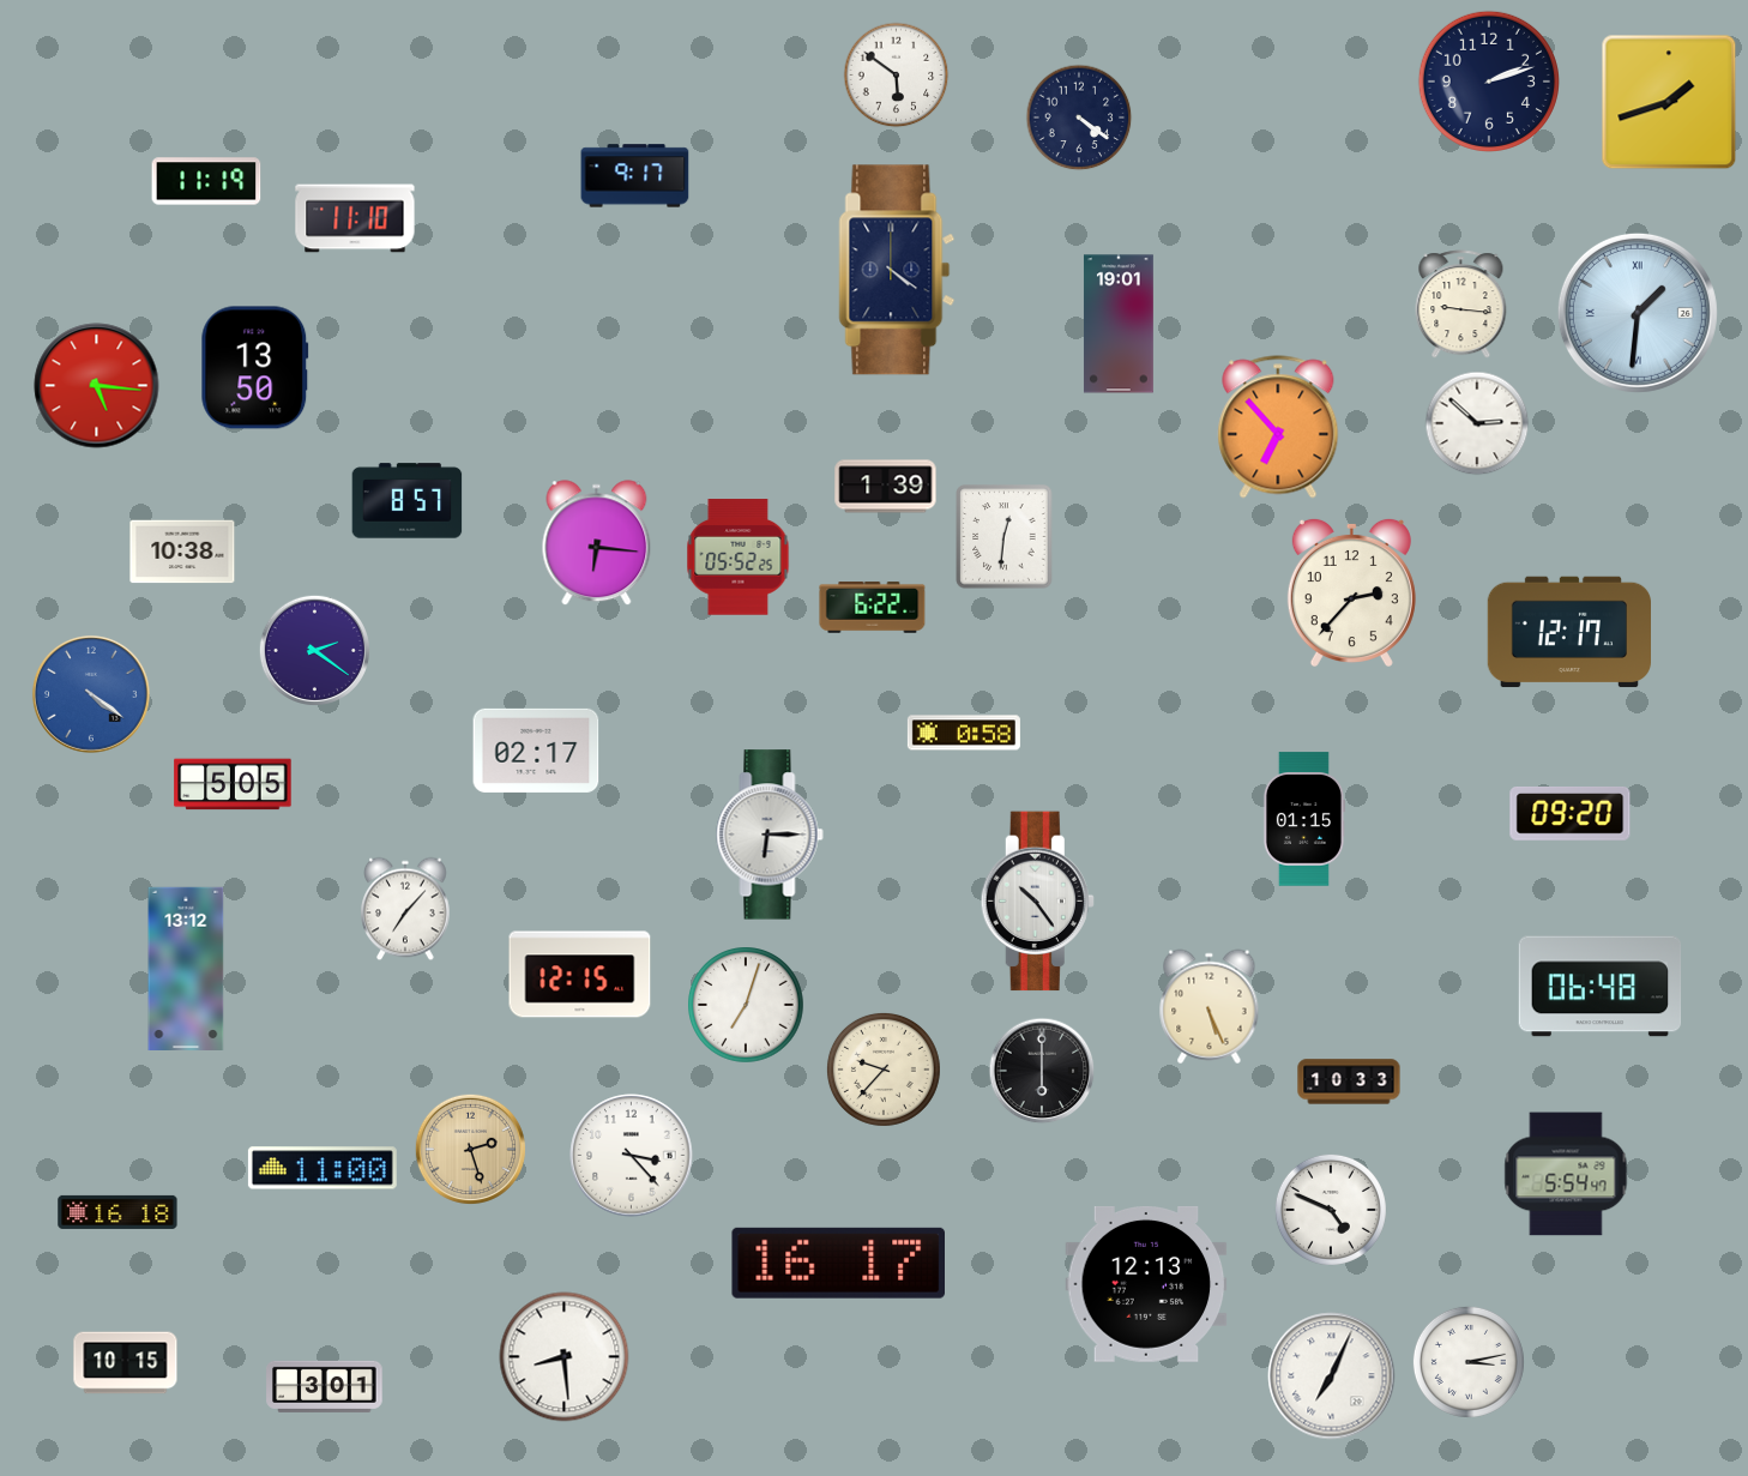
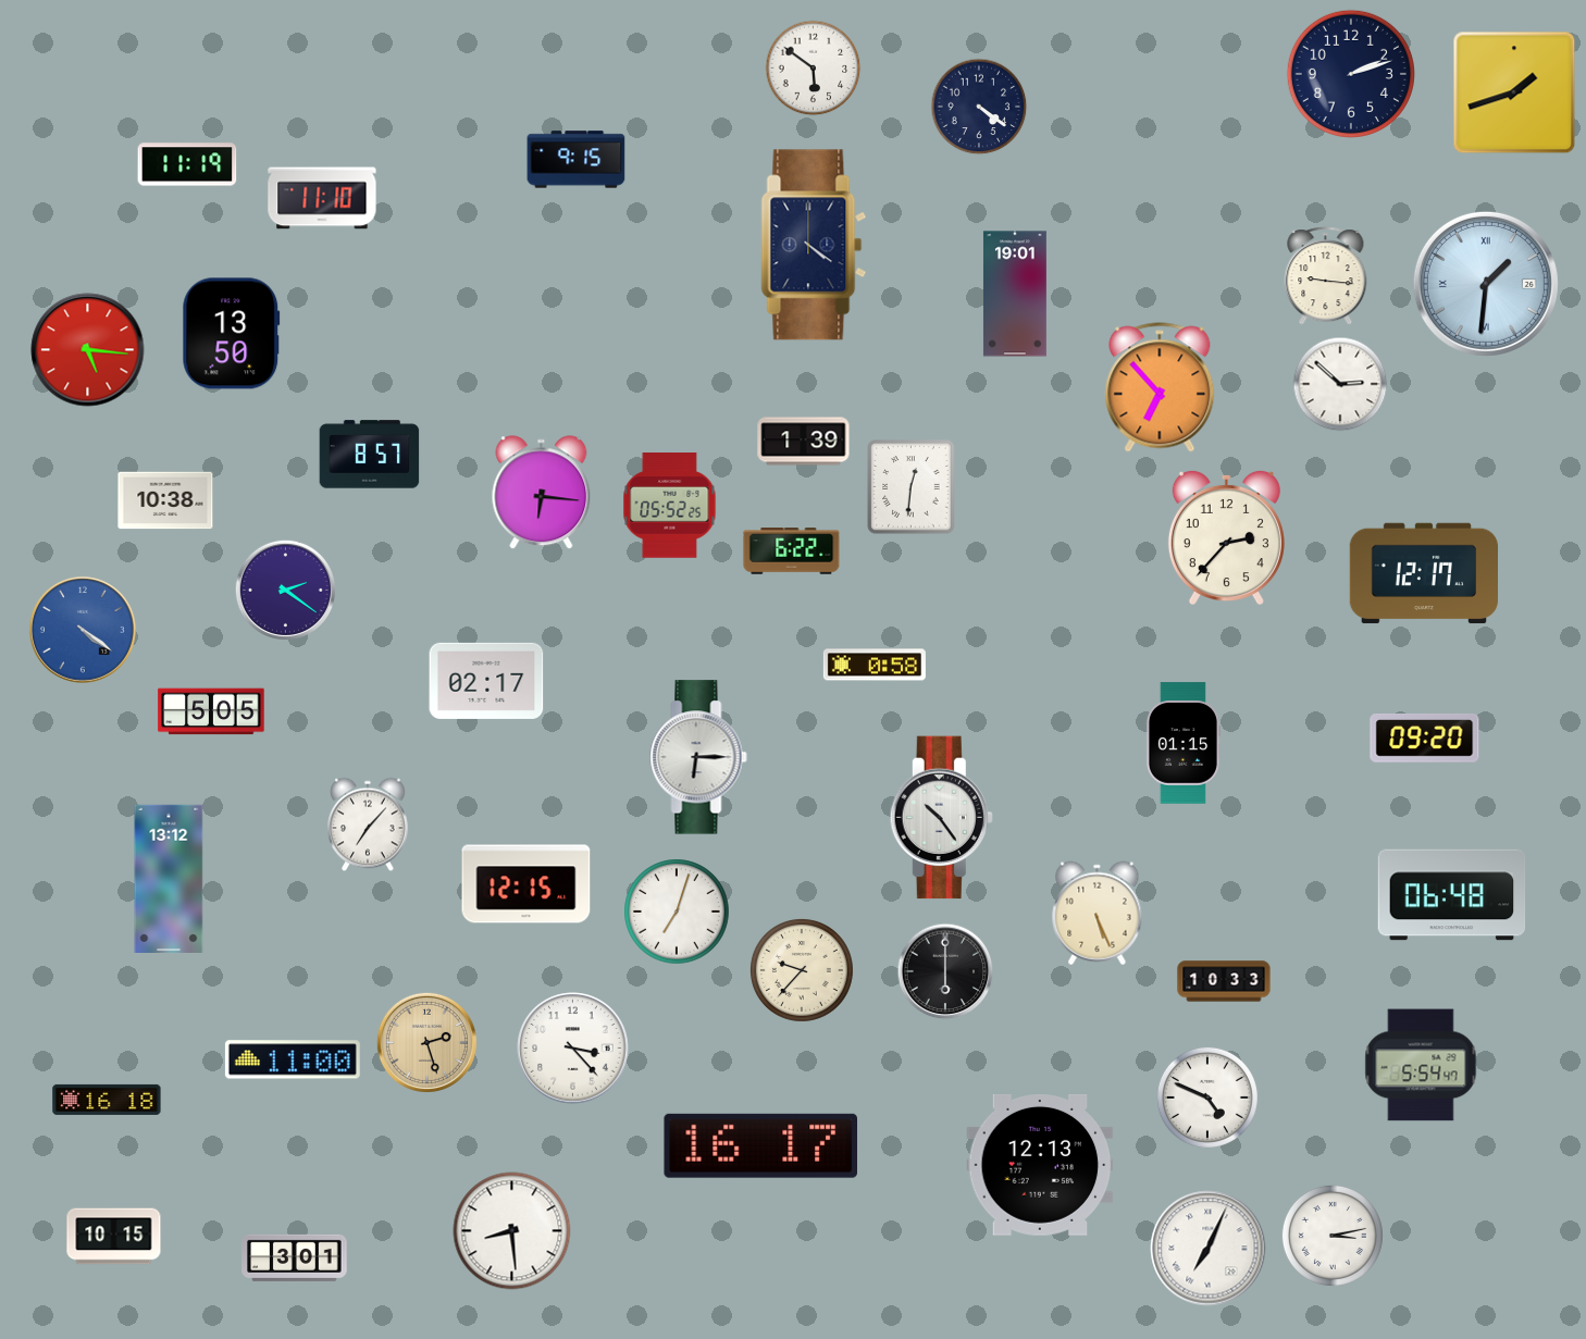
clock at (635, 176): 9:17 -> 9:15
